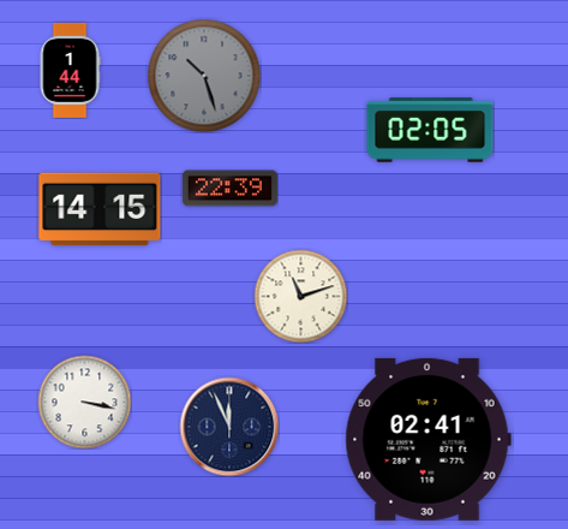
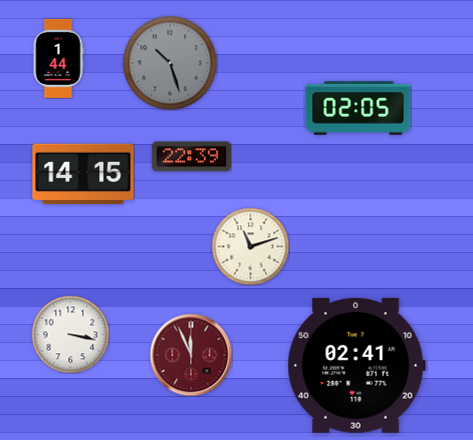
clock at (229, 427) dial: navy -> burgundy
